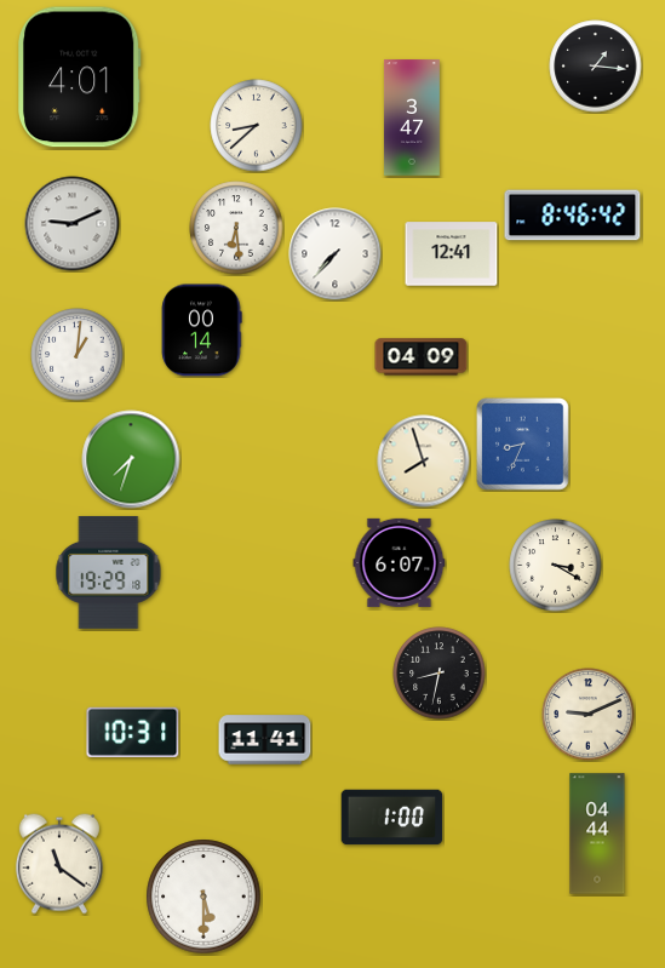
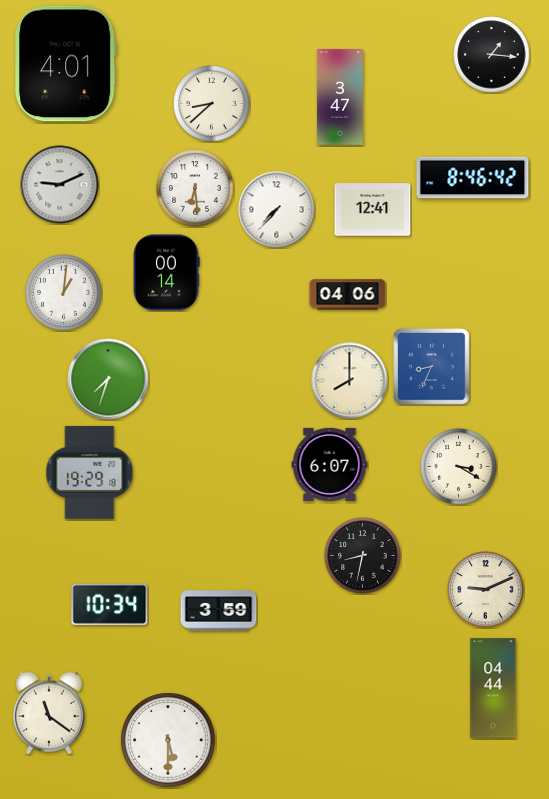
clock at (422, 357): 04:09 -> 04:06
clock at (424, 462): 7:57 -> 8:00
clock at (133, 732): 10:31 -> 10:34
clock at (265, 740): 11:41 -> 3:59
clock at (392, 818): 1:00 -> none
